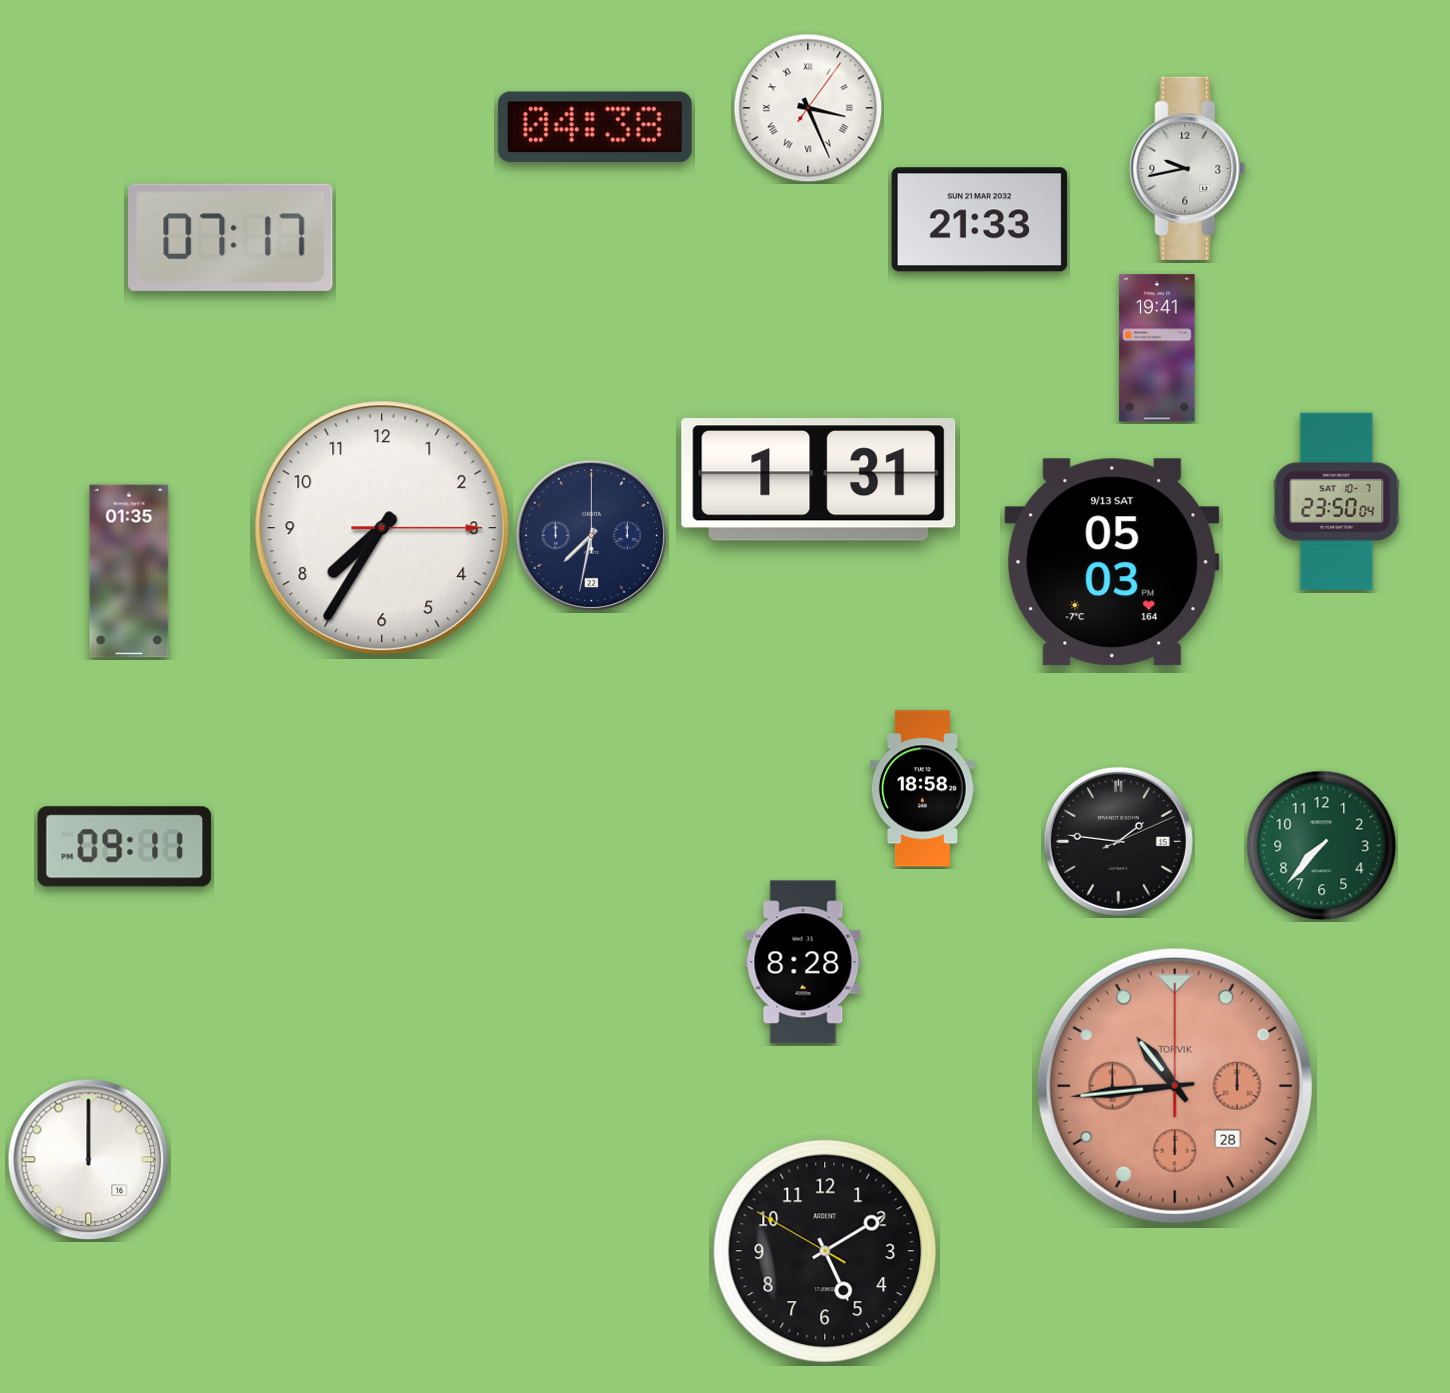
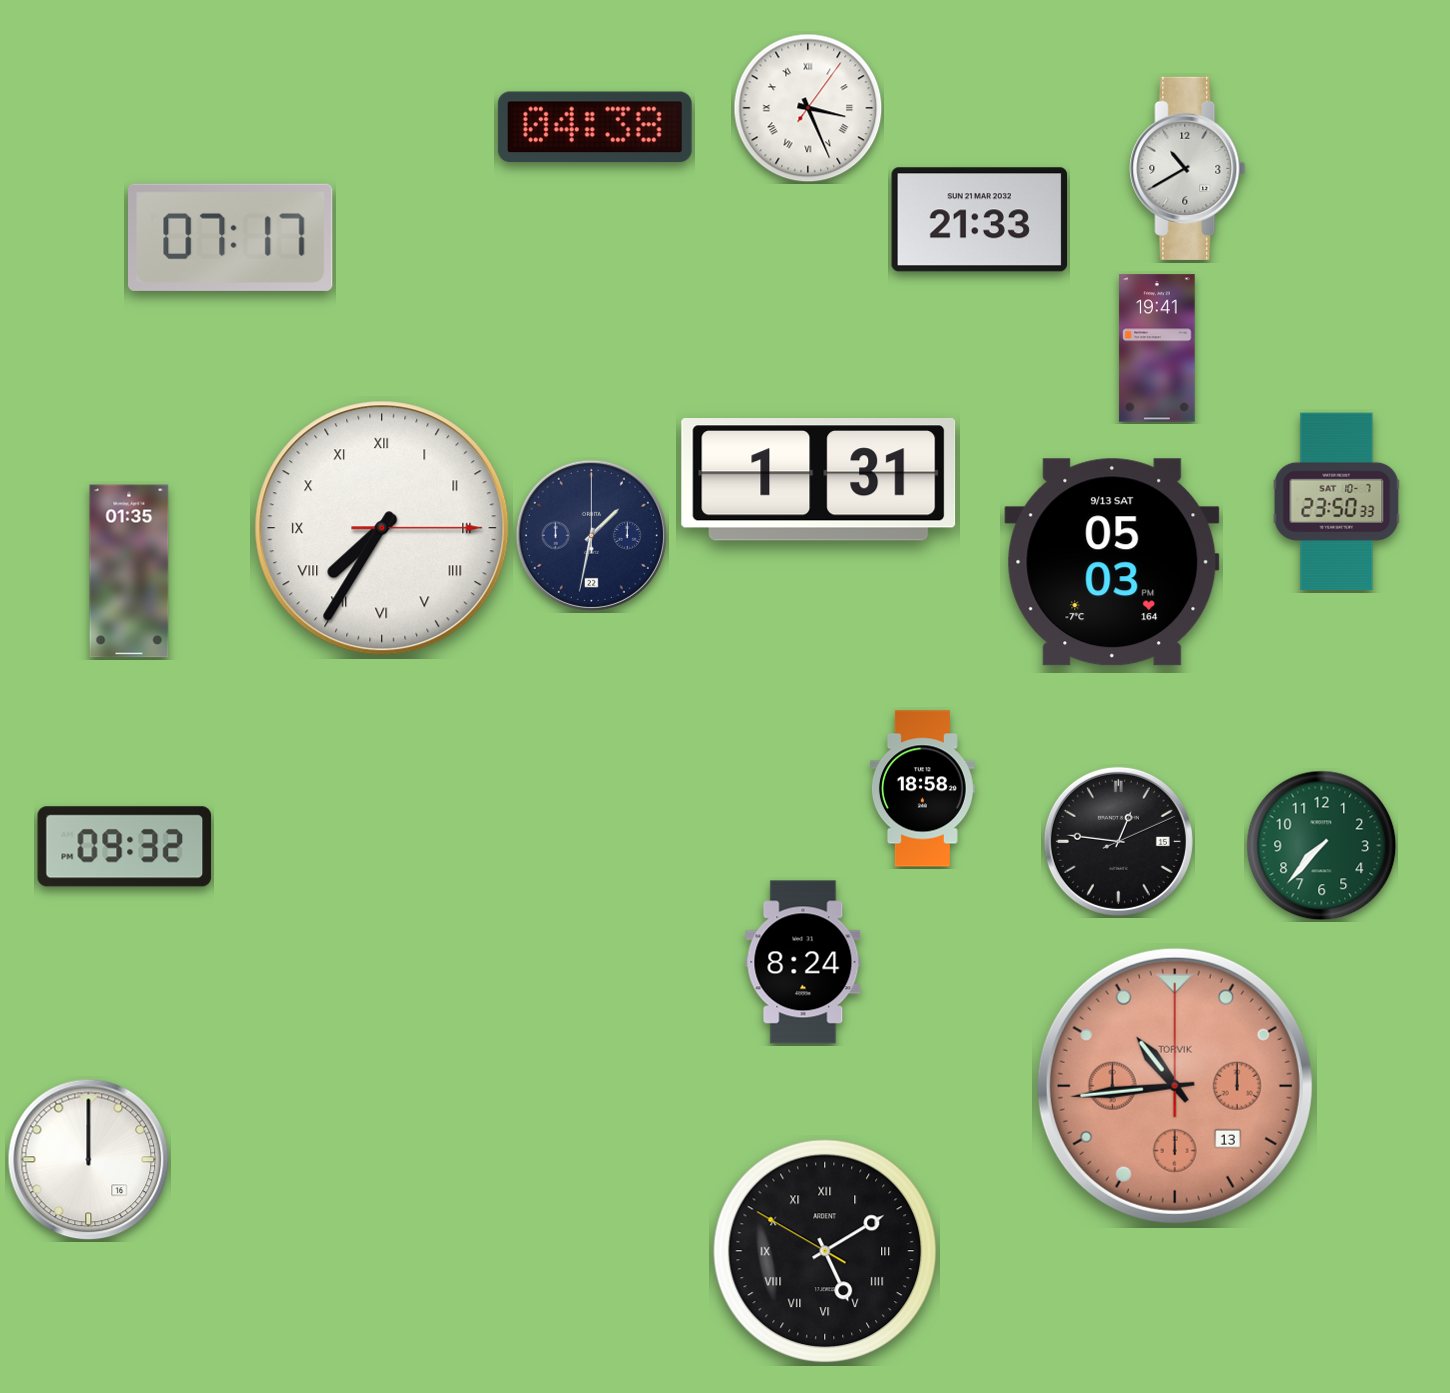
clock at (1188, 168): 9:43 -> 10:40
clock at (1337, 502): 23:50:04 -> 23:50:33
clock at (382, 528) numerals: Arabic -> Roman
clock at (591, 535): 7:32 -> 1:32
clock at (1118, 841): 1:46 -> 12:46
clock at (125, 847): 09:11 -> 09:32
clock at (803, 962): 8:28 -> 8:24
clock at (1175, 1086) date: 28 -> 13
clock at (825, 1251) numerals: Arabic -> Roman
